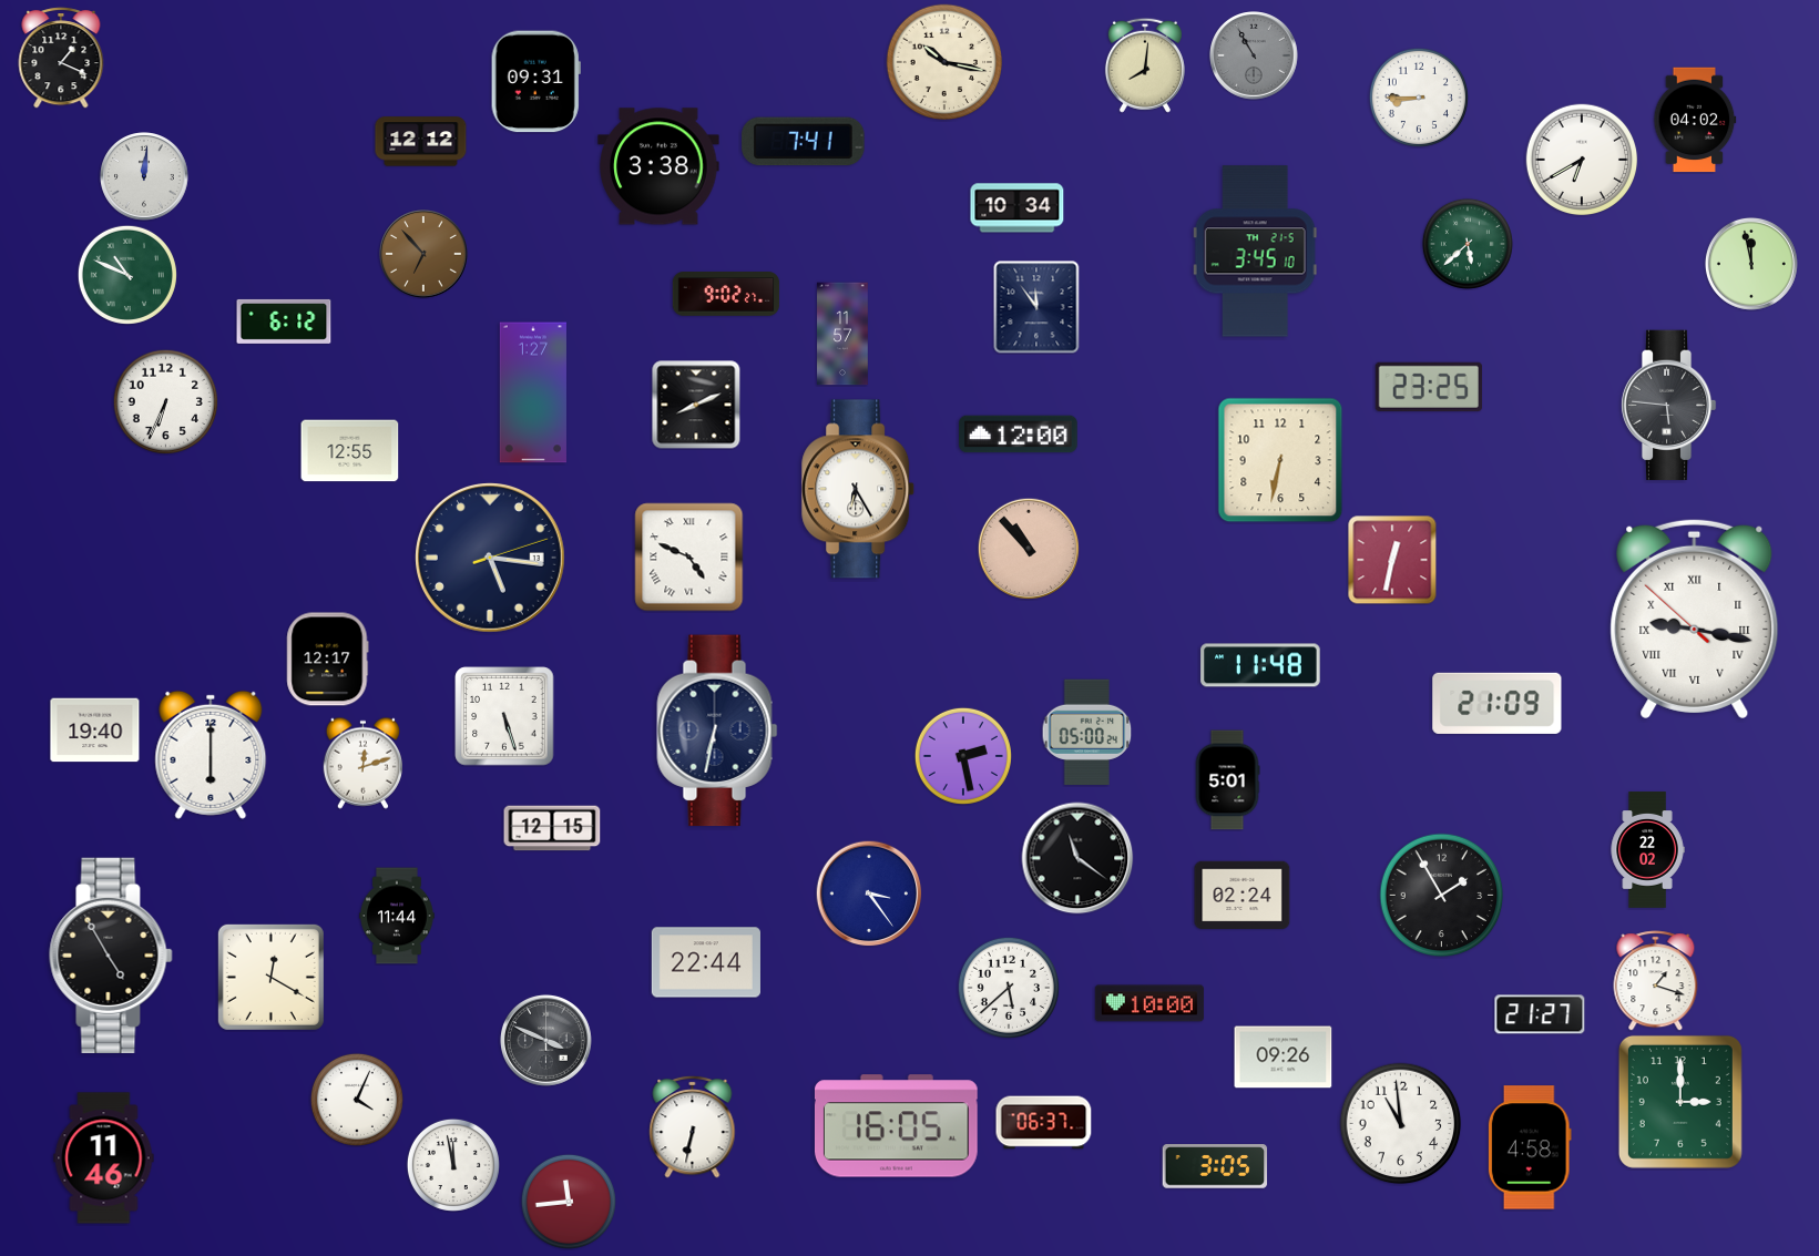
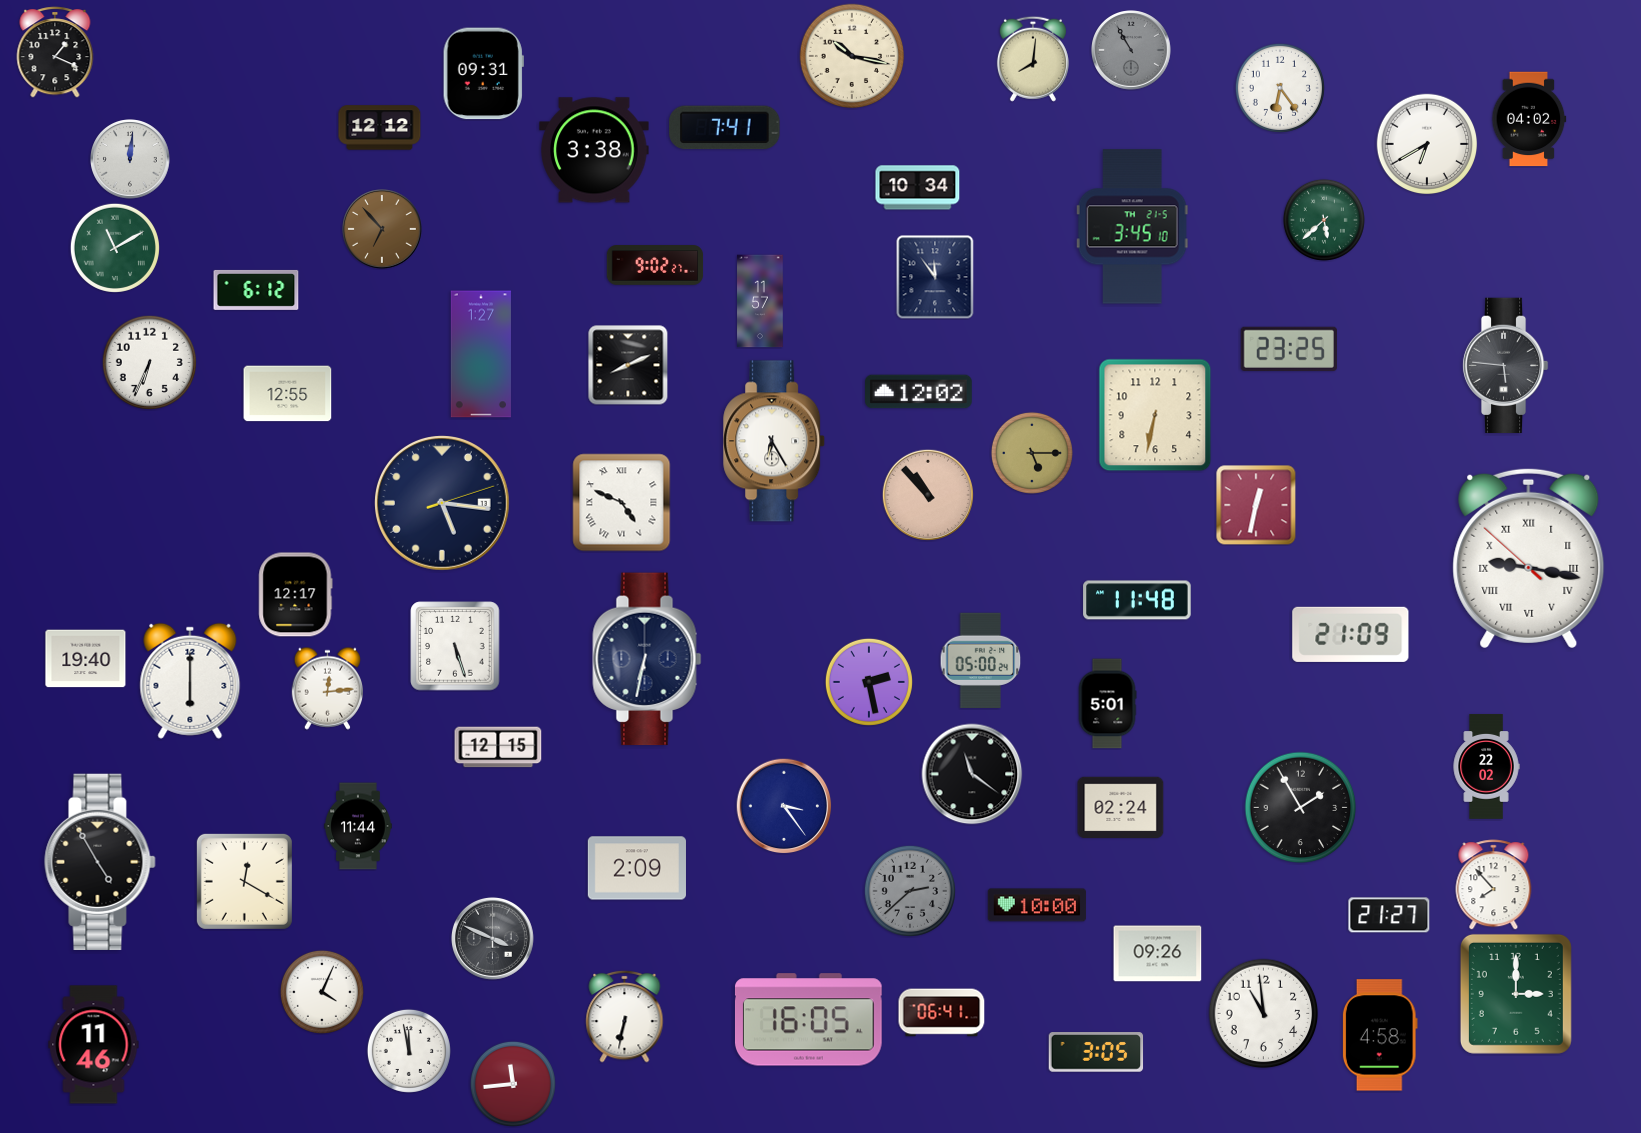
clock at (1419, 98): 8:45 -> 6:24
clock at (1695, 120) position: (1695, 120) -> (1529, 119)
clock at (1751, 264): 11:58 -> none
clock at (127, 275): 10:49 -> 11:10
clock at (1019, 435): 12:00 -> 12:02
clock at (350, 451) position: (350, 451) -> (288, 394)
clock at (1032, 453): none -> 5:15
clock at (362, 763): 12:12 -> 12:14
clock at (706, 962): 22:44 -> 2:09
clock at (1656, 981): 1:18 -> 7:53
clock at (1009, 988): 5:38 -> 2:38
clock at (1009, 988) dial: white -> grey
clock at (1044, 1123): 06:37 -> 06:41
clock at (896, 1126) position: (896, 1126) -> (808, 1020)
